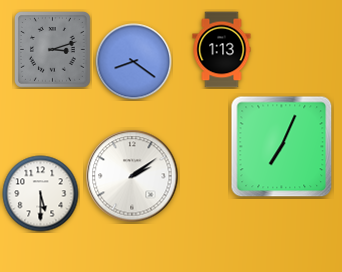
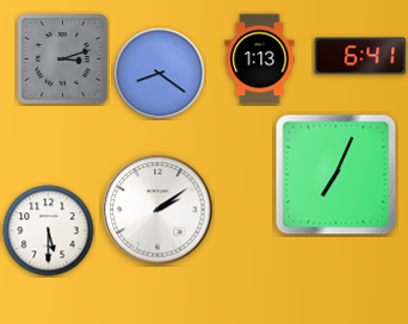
clock at (360, 56): none -> 6:41
clock at (222, 50) position: (222, 50) -> (260, 60)
